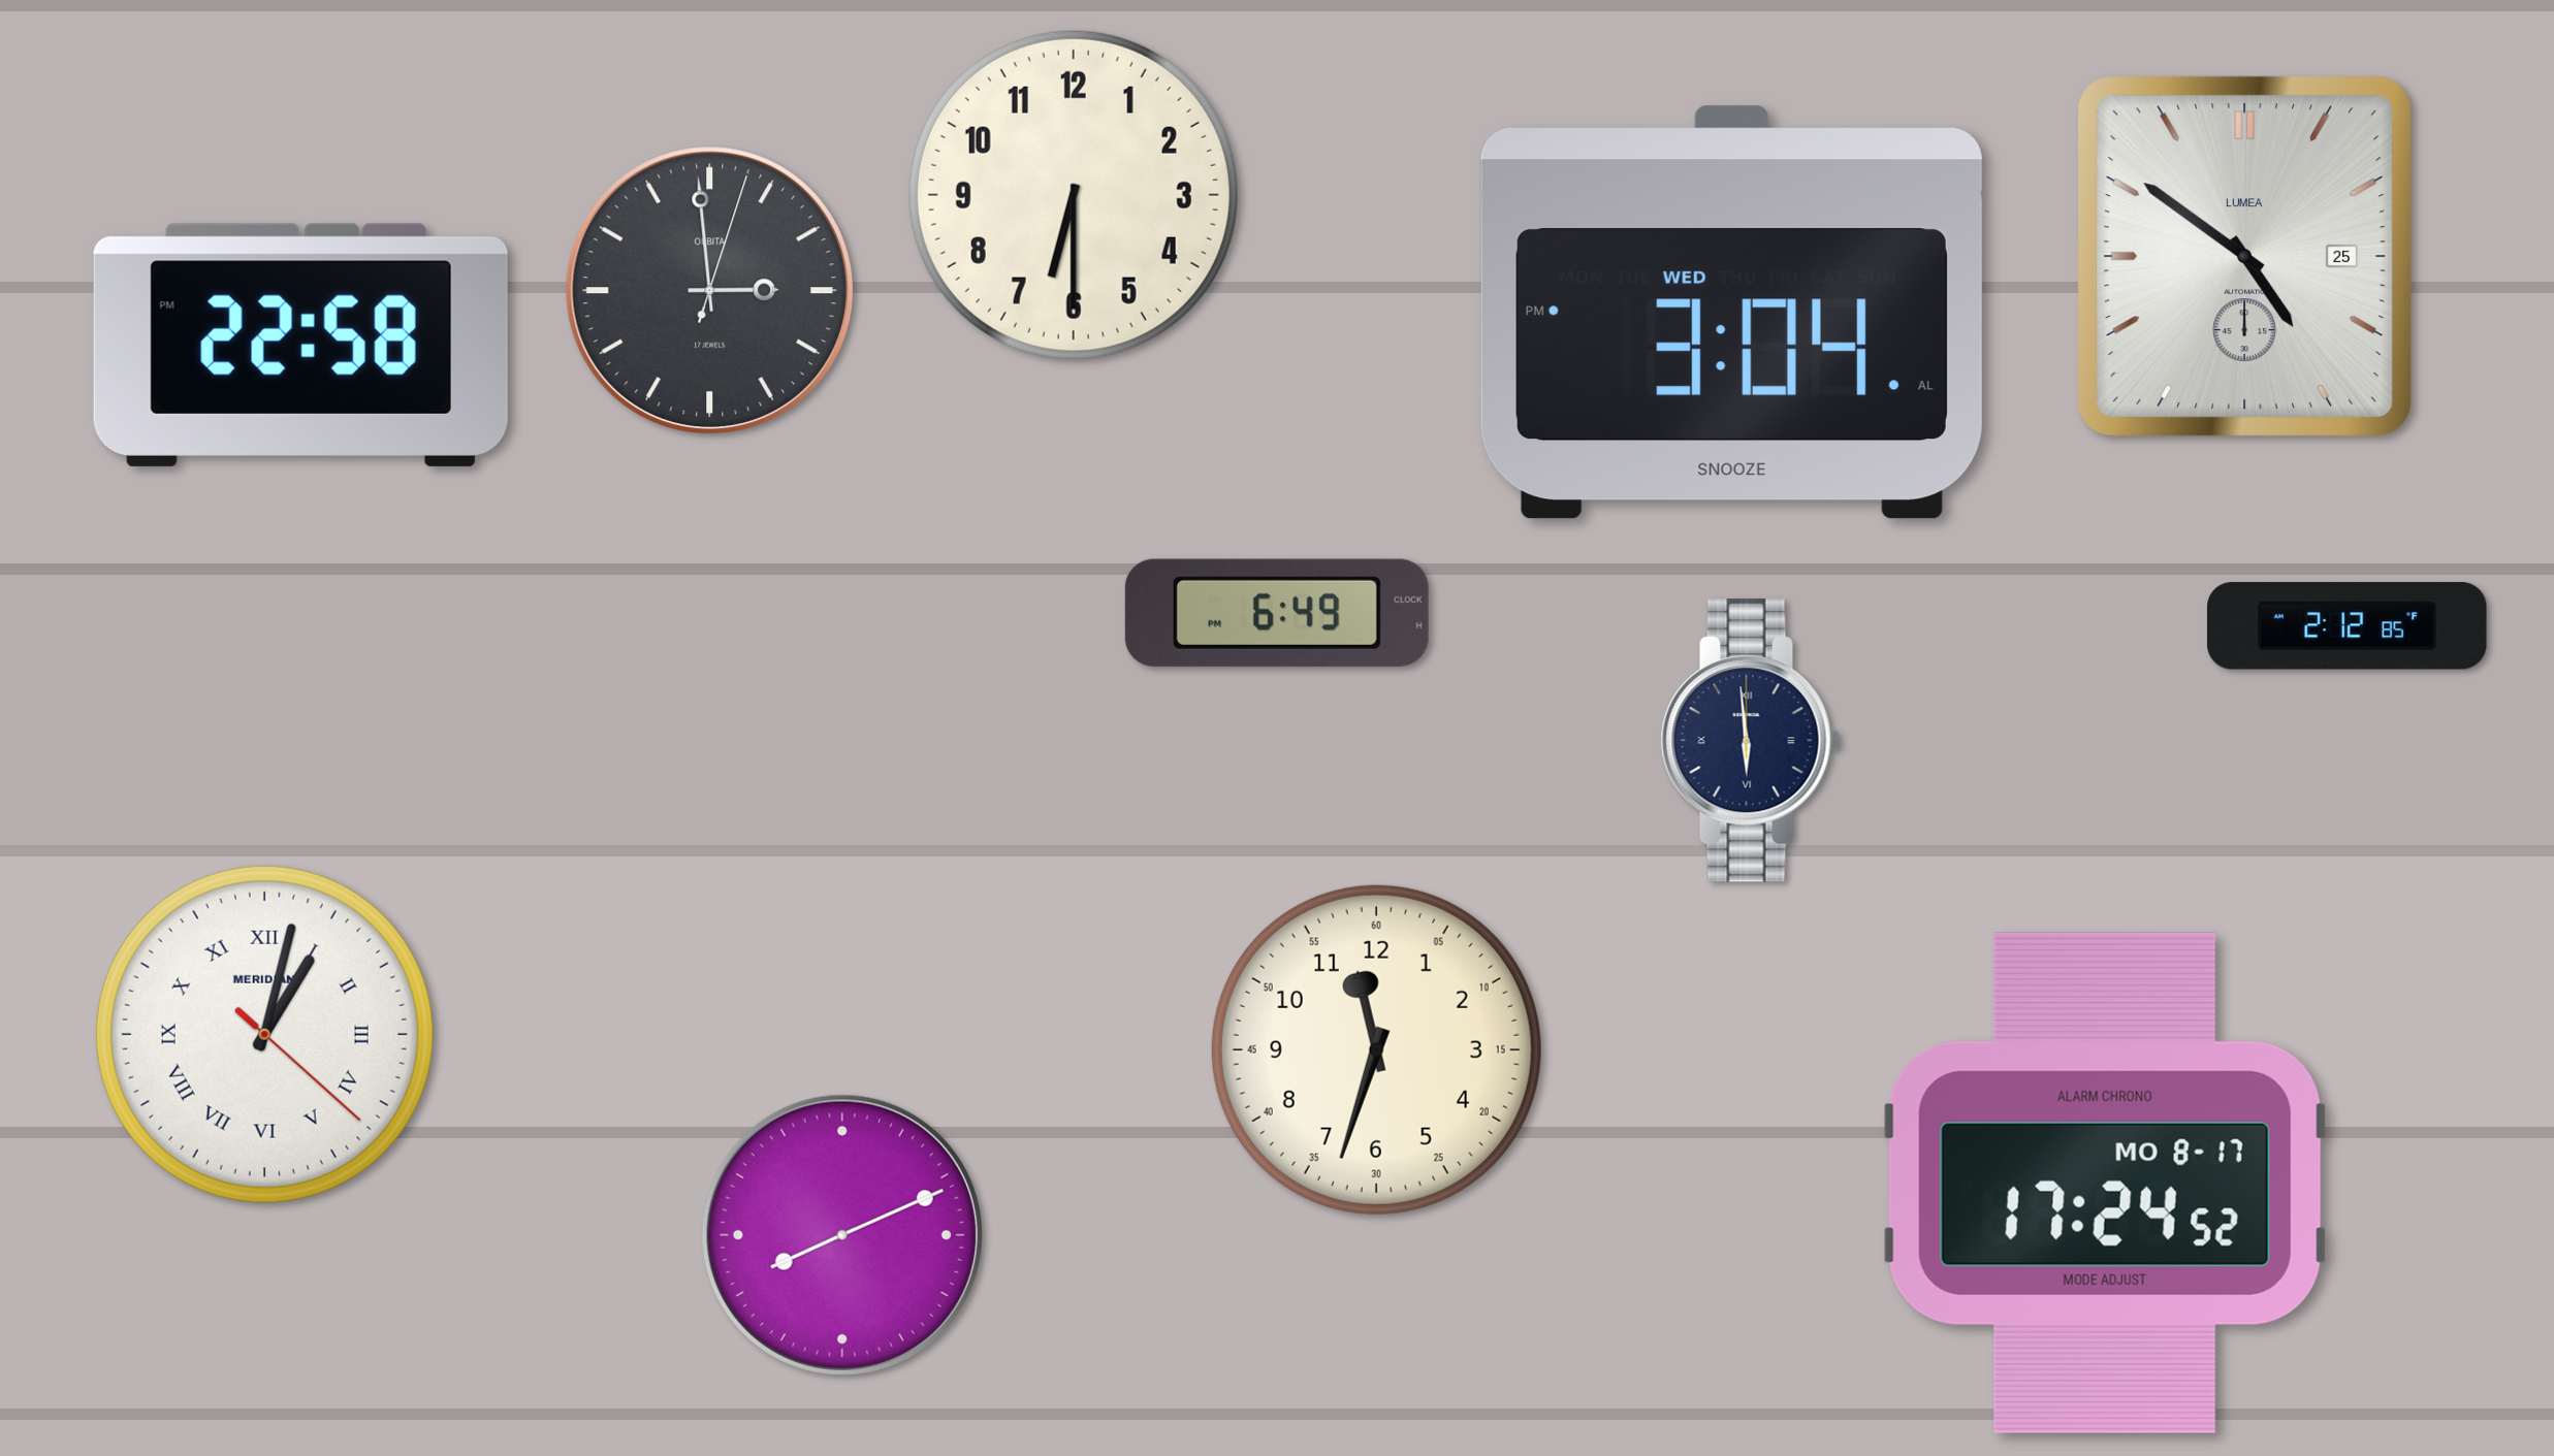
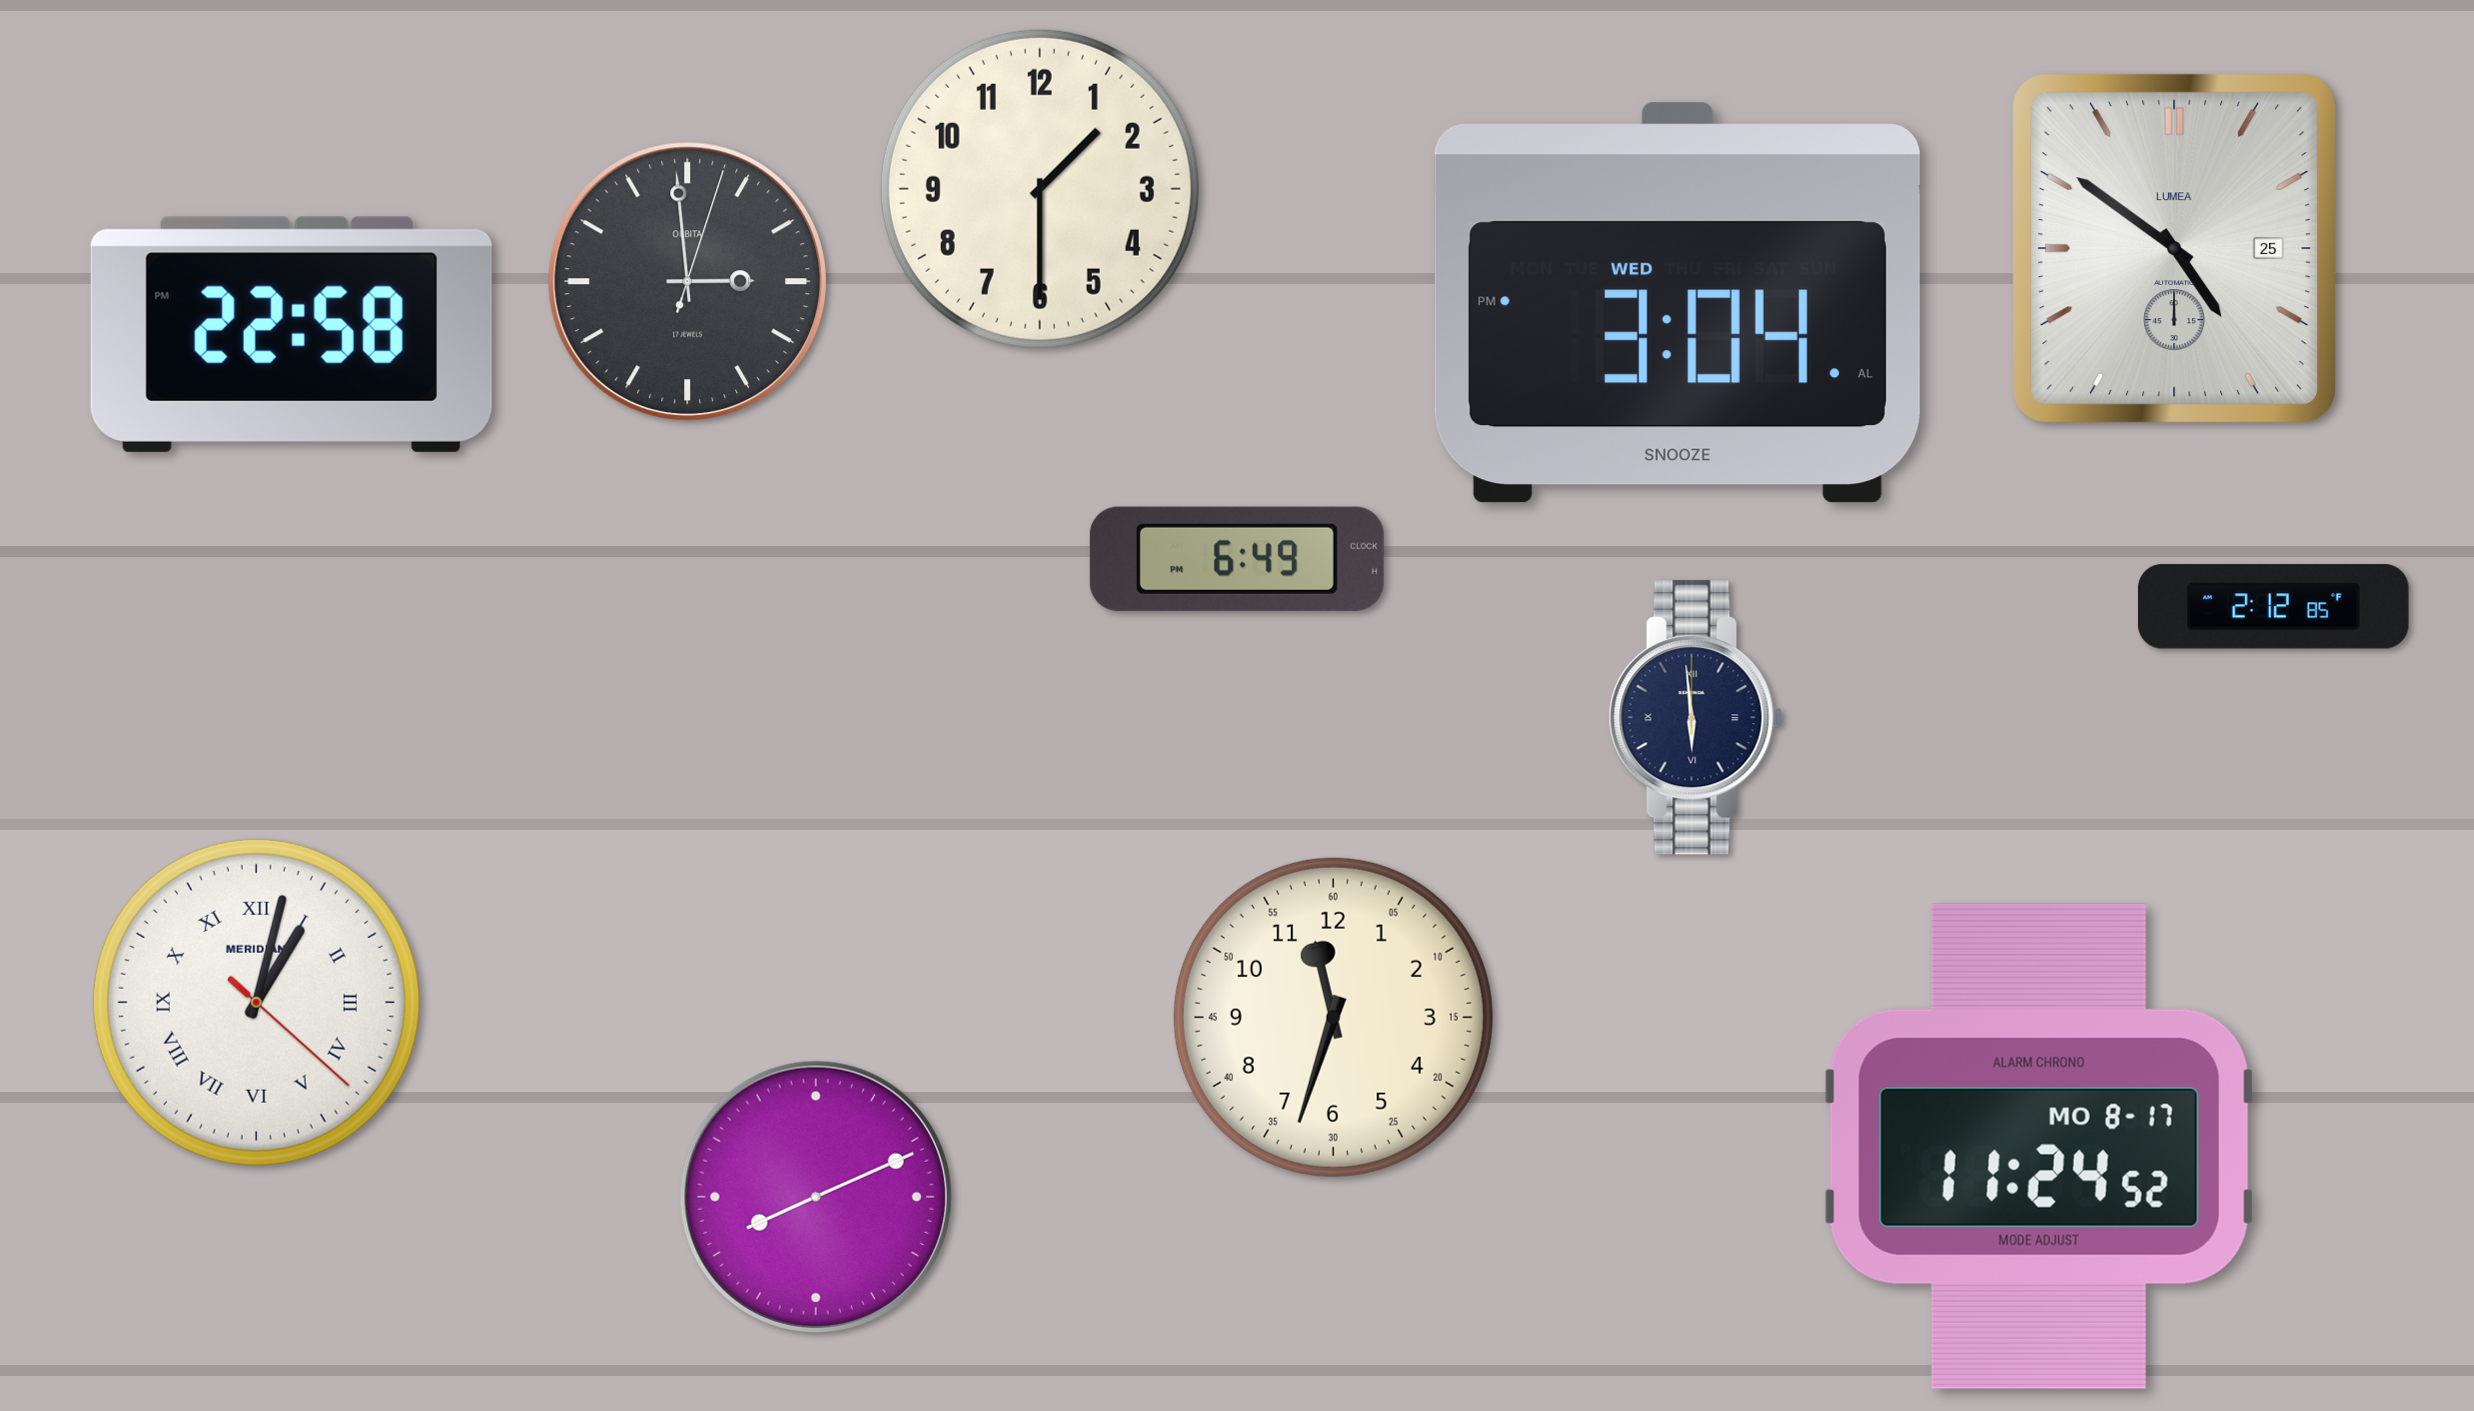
clock at (1074, 195): 6:30 -> 1:30
clock at (1277, 613) position: (1277, 613) -> (1237, 559)
clock at (2105, 1183): 17:24 -> 11:24
